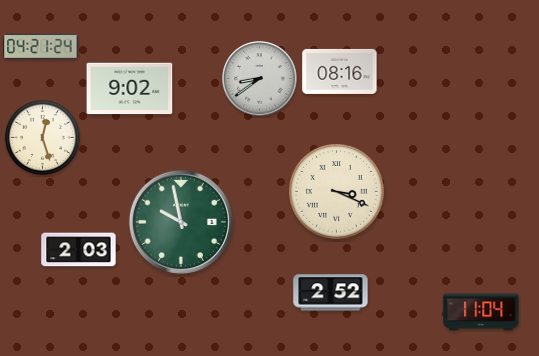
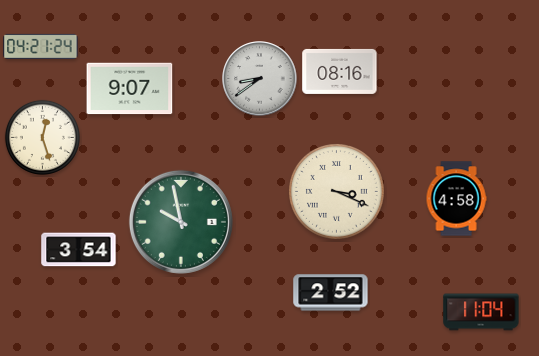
clock at (130, 89): 9:02 -> 9:07
clock at (456, 199): none -> 4:58
clock at (79, 250): 2:03 -> 3:54
